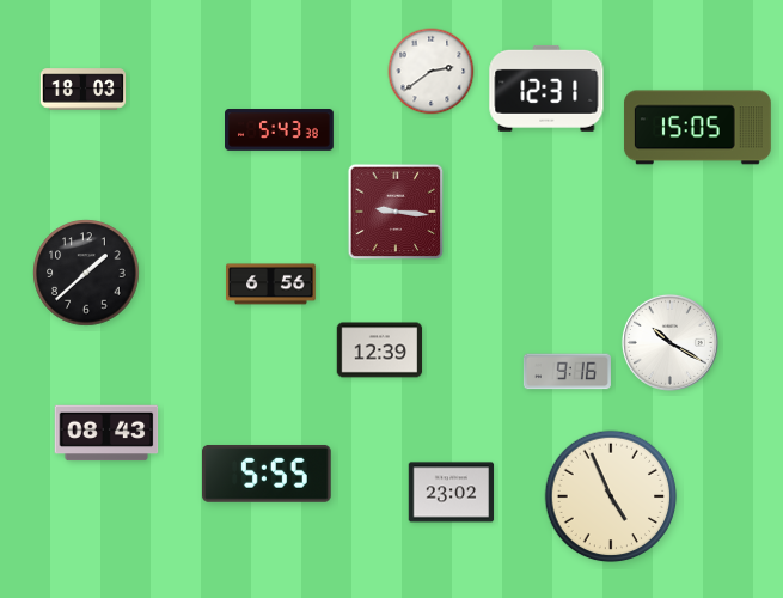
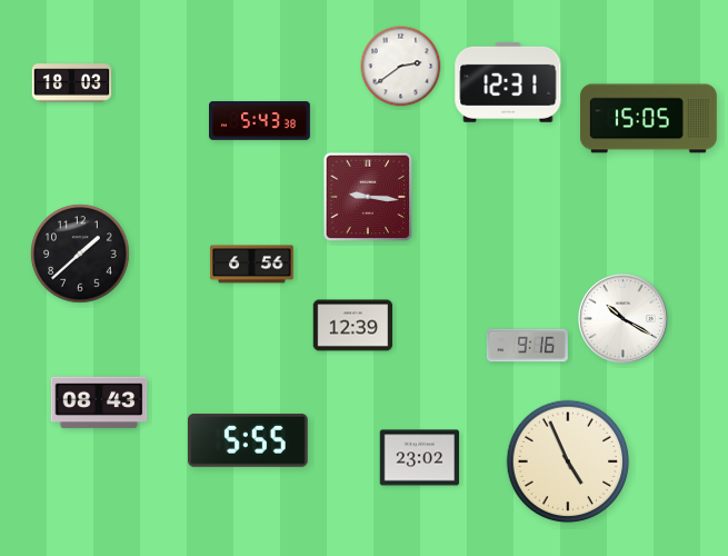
clock at (84, 90) position: (84, 90) -> (72, 83)
